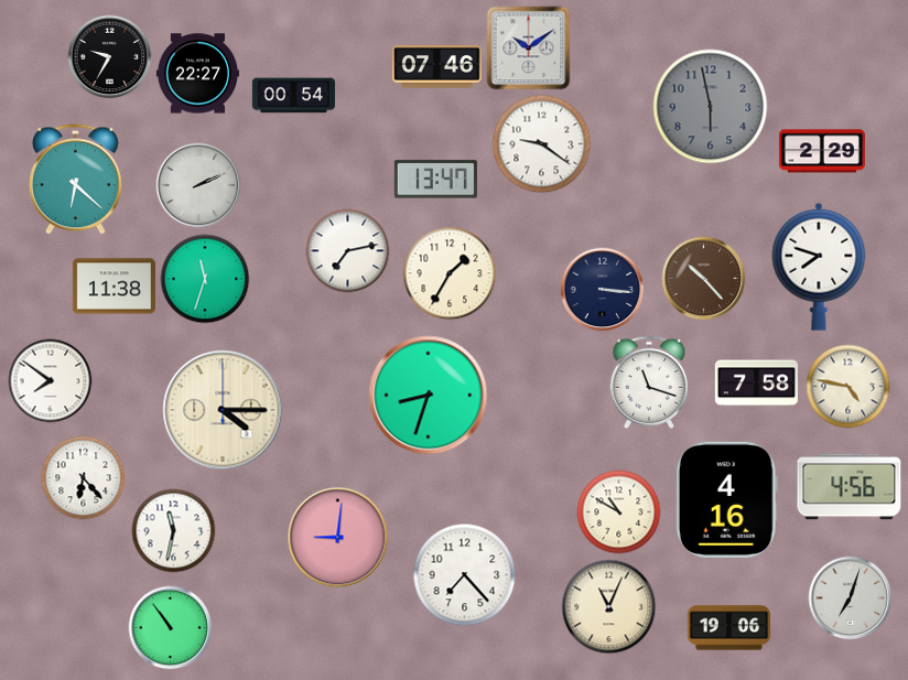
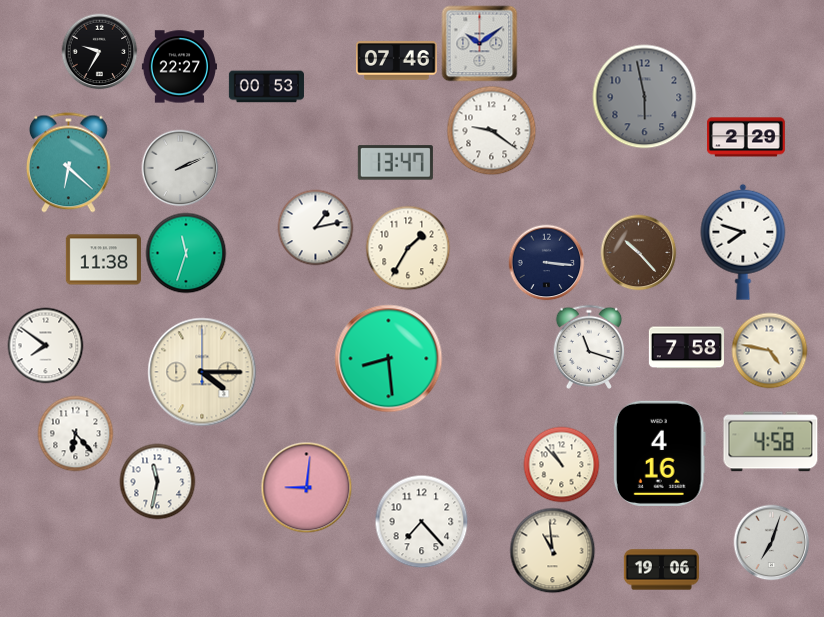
clock at (293, 96): 00:54 -> 00:53
clock at (348, 251): 7:13 -> 1:13
clock at (429, 396): 8:33 -> 8:29
clock at (850, 487): 4:56 -> 4:58
clock at (619, 512): 10:50 -> 10:53
clock at (609, 607): 11:04 -> 10:59
clock at (171, 628): 10:54 -> none
